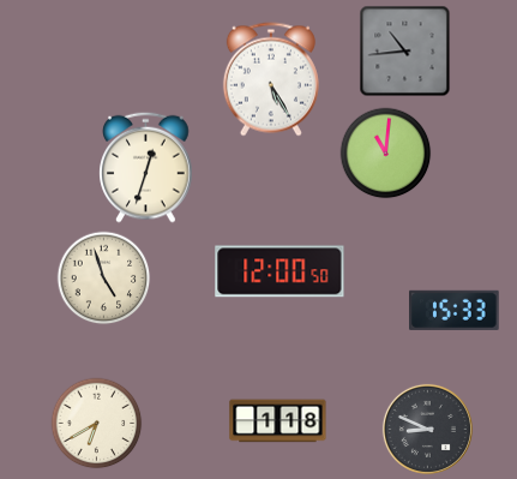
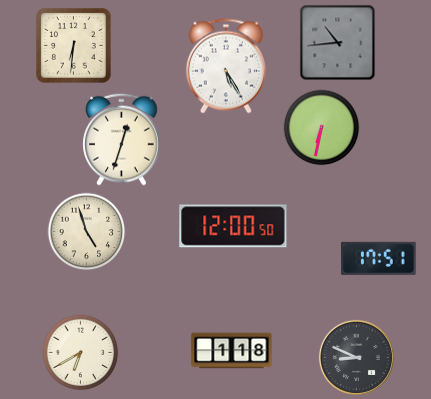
clock at (74, 46): none -> 6:31
clock at (386, 154): 11:01 -> 6:32
clock at (455, 310): 15:33 -> 17:51
